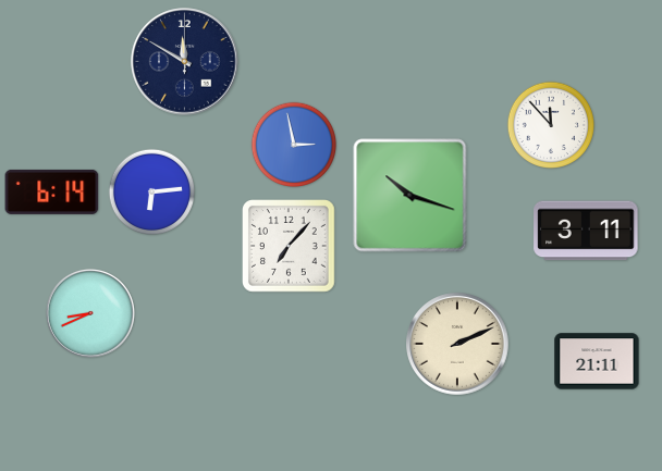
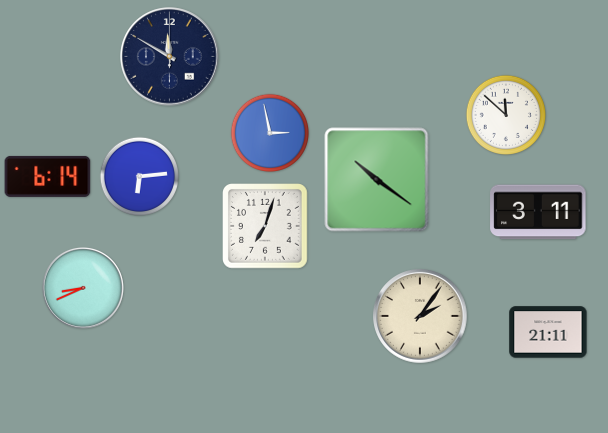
clock at (551, 125): 11:53 -> 11:52
clock at (410, 196): 10:18 -> 10:21
clock at (290, 247): 7:07 -> 7:03
clock at (457, 344): 2:11 -> 2:06
